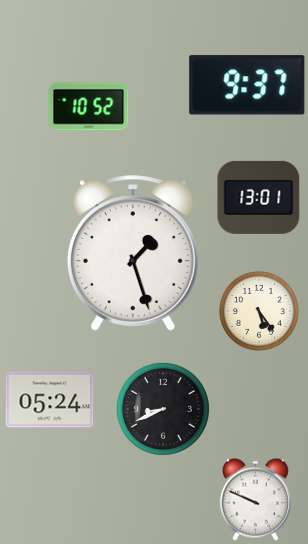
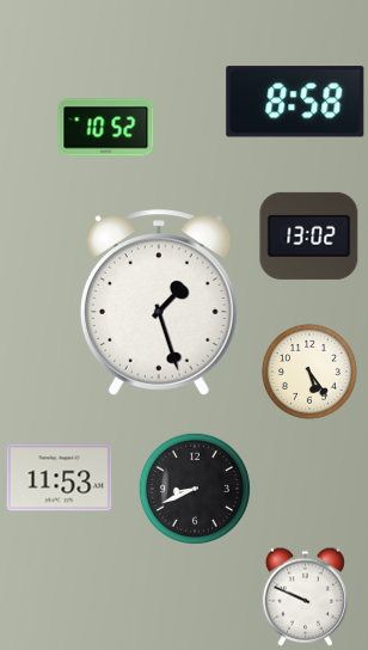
clock at (247, 85): 9:37 -> 8:58
clock at (259, 197): 13:01 -> 13:02
clock at (50, 400): 05:24 -> 11:53
